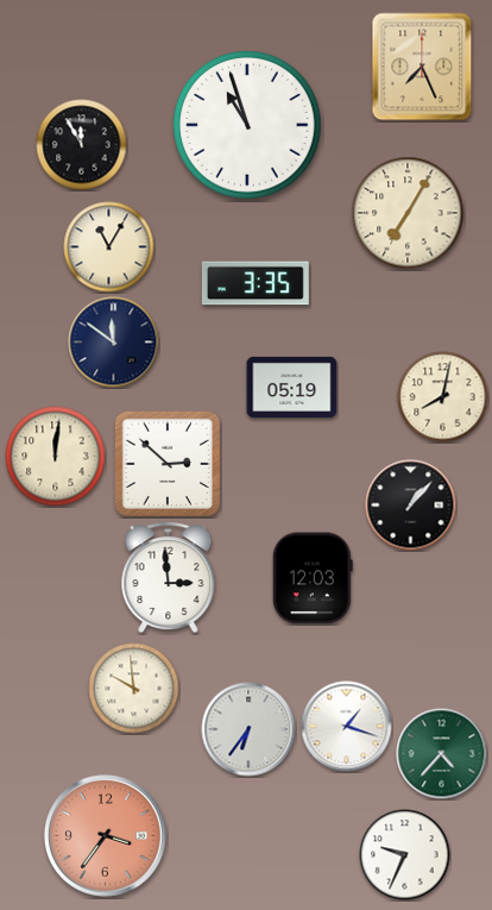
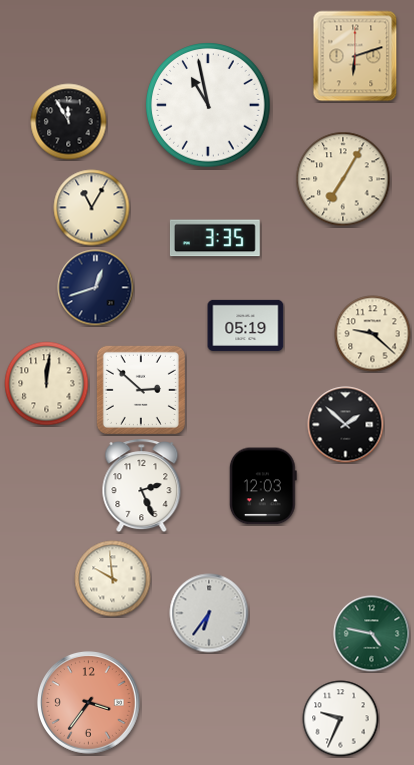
clock at (422, 67): 7:26 -> 6:12
clock at (247, 125): 10:57 -> 10:58
clock at (114, 343): 11:51 -> 12:42
clock at (443, 397): 8:02 -> 9:22
clock at (411, 506): 1:07 -> 1:52
clock at (169, 578): 2:59 -> 2:26
clock at (347, 727): 1:18 -> none
clock at (442, 754): 4:37 -> 4:47
